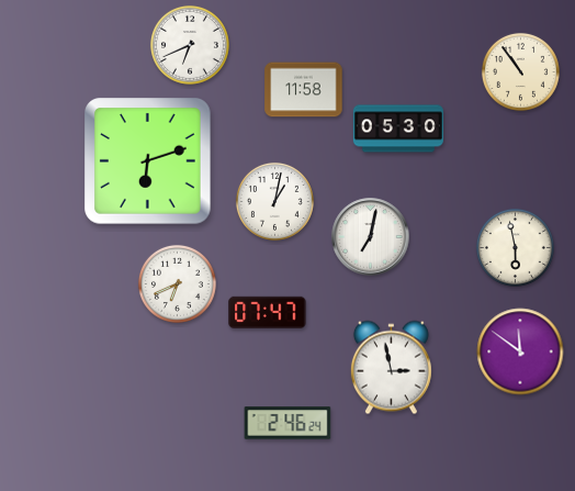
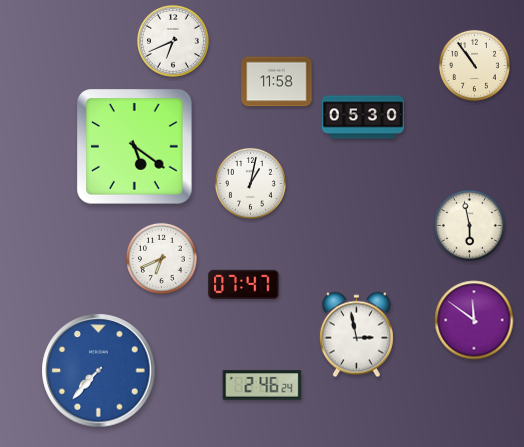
clock at (148, 161): 6:12 -> 5:21
clock at (371, 237): 7:02 -> none
clock at (99, 371): none -> 7:37
